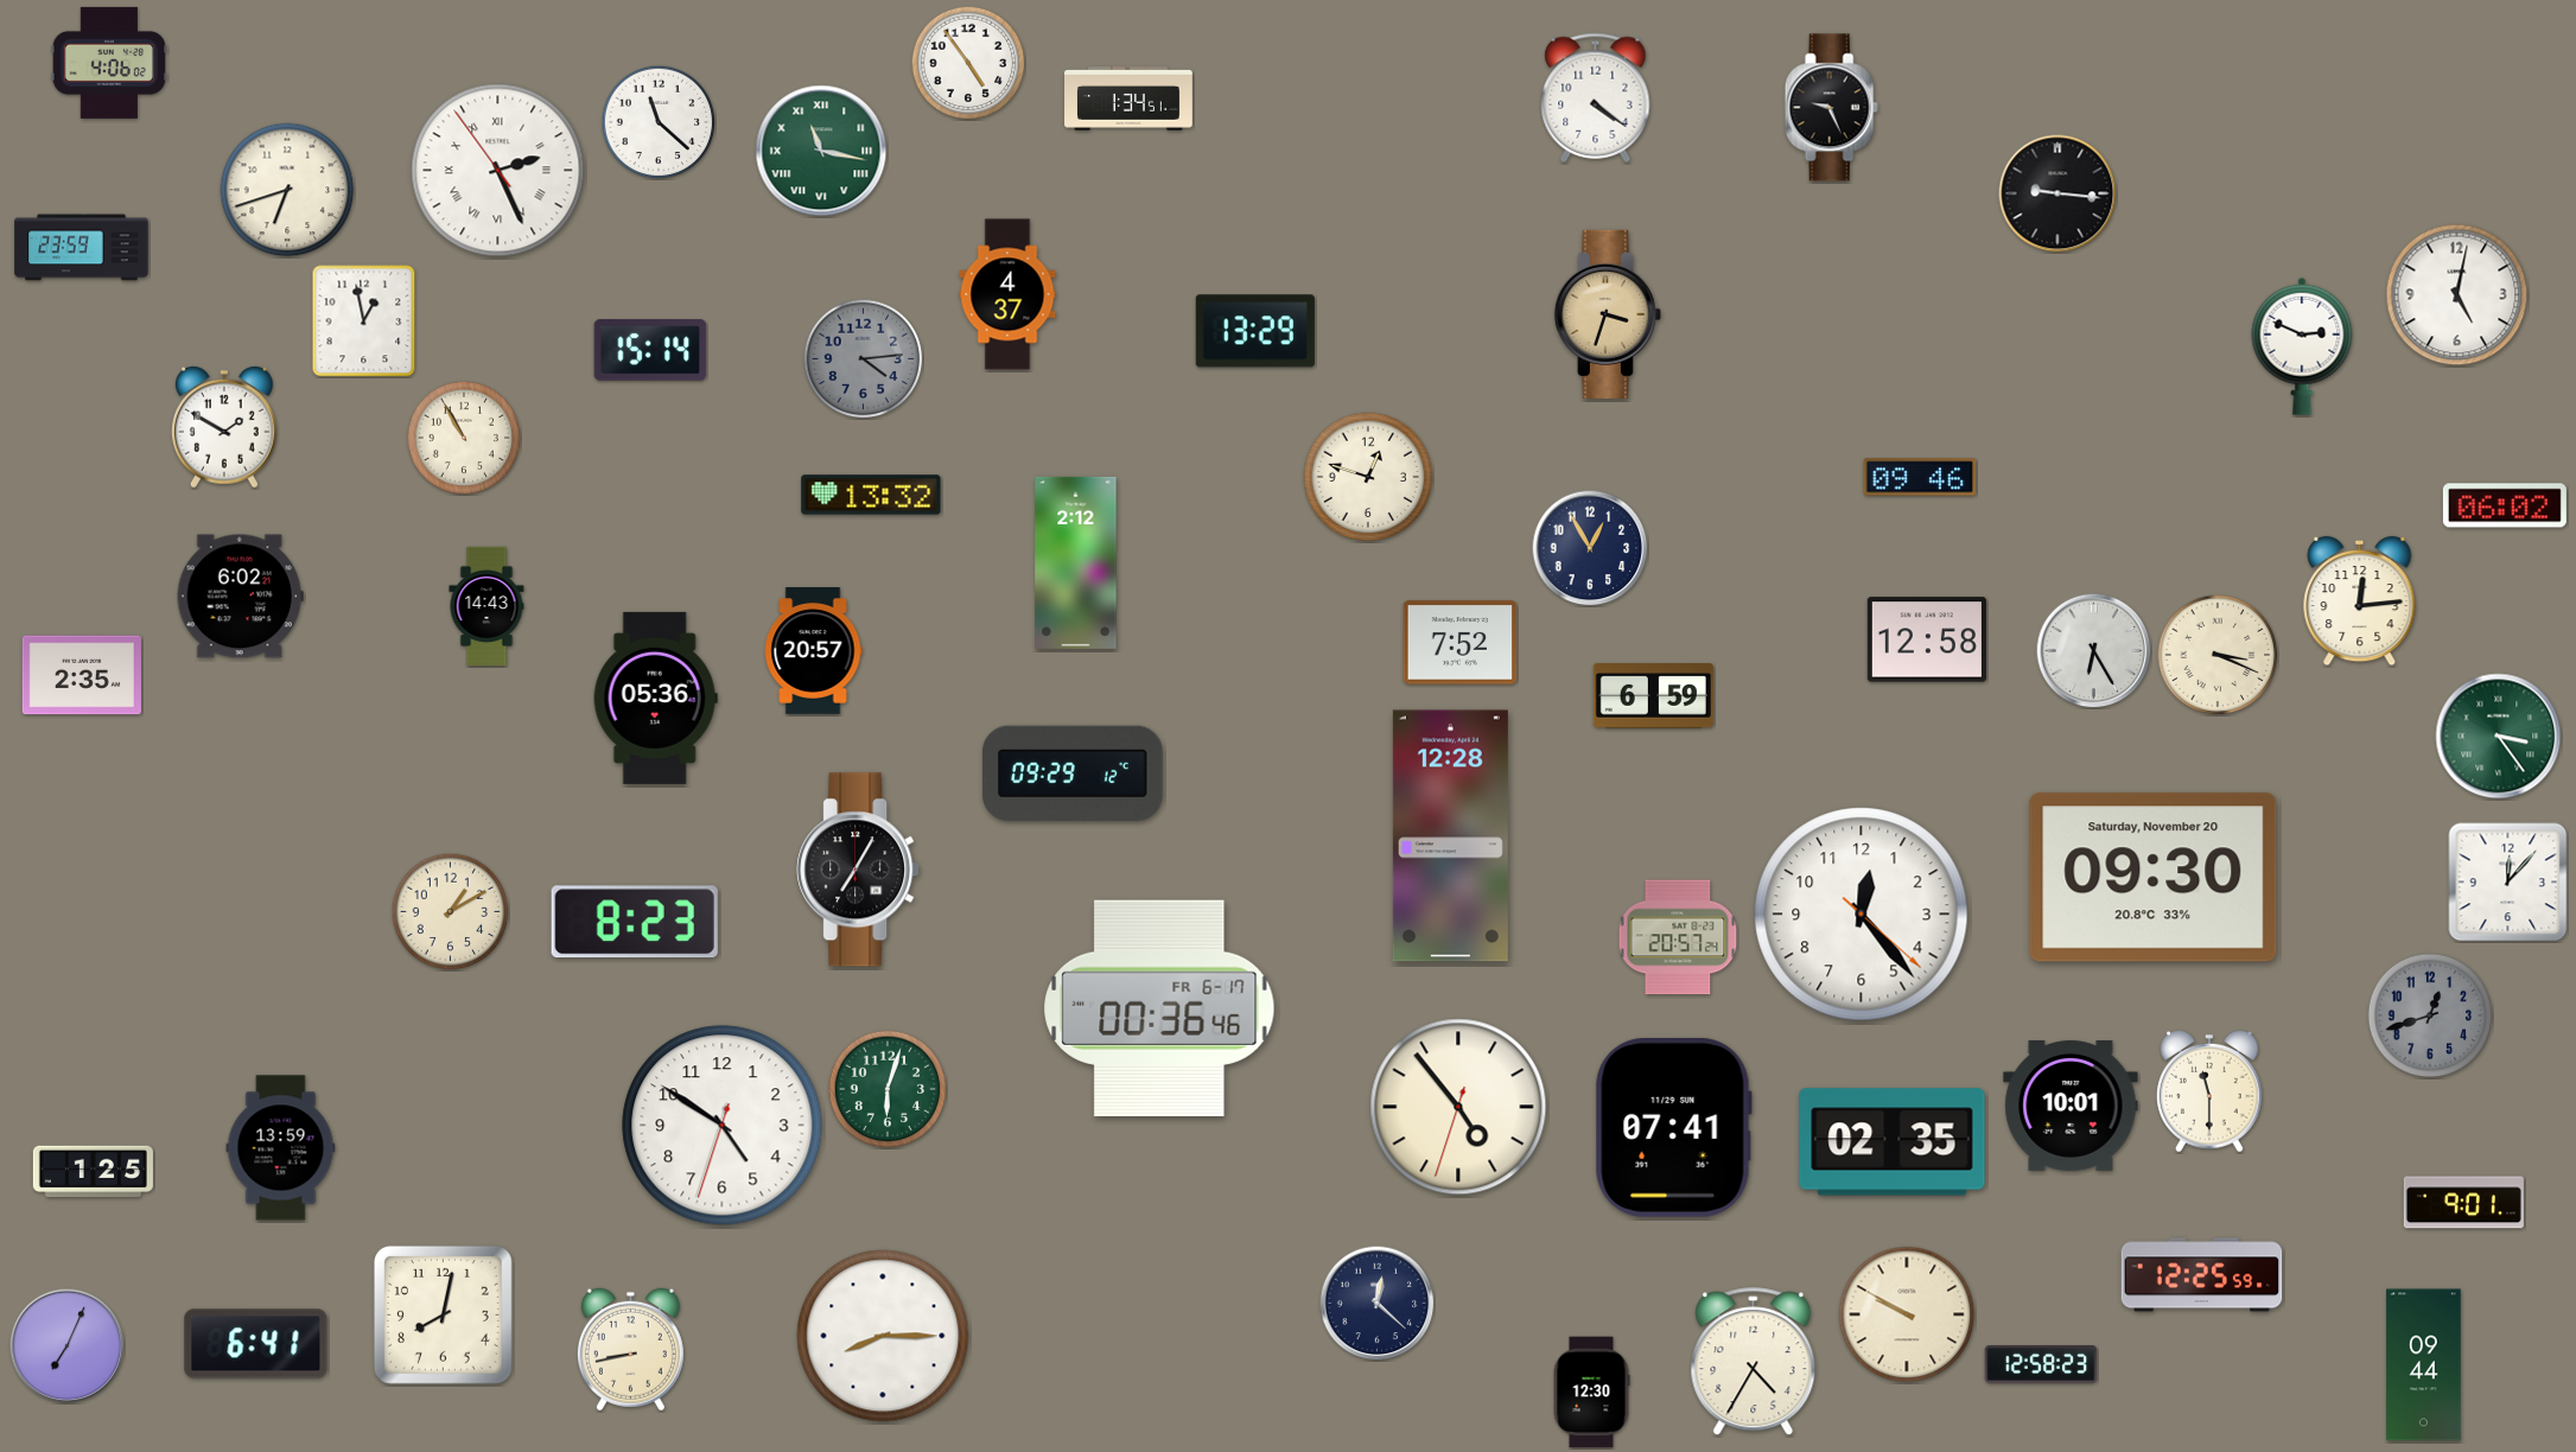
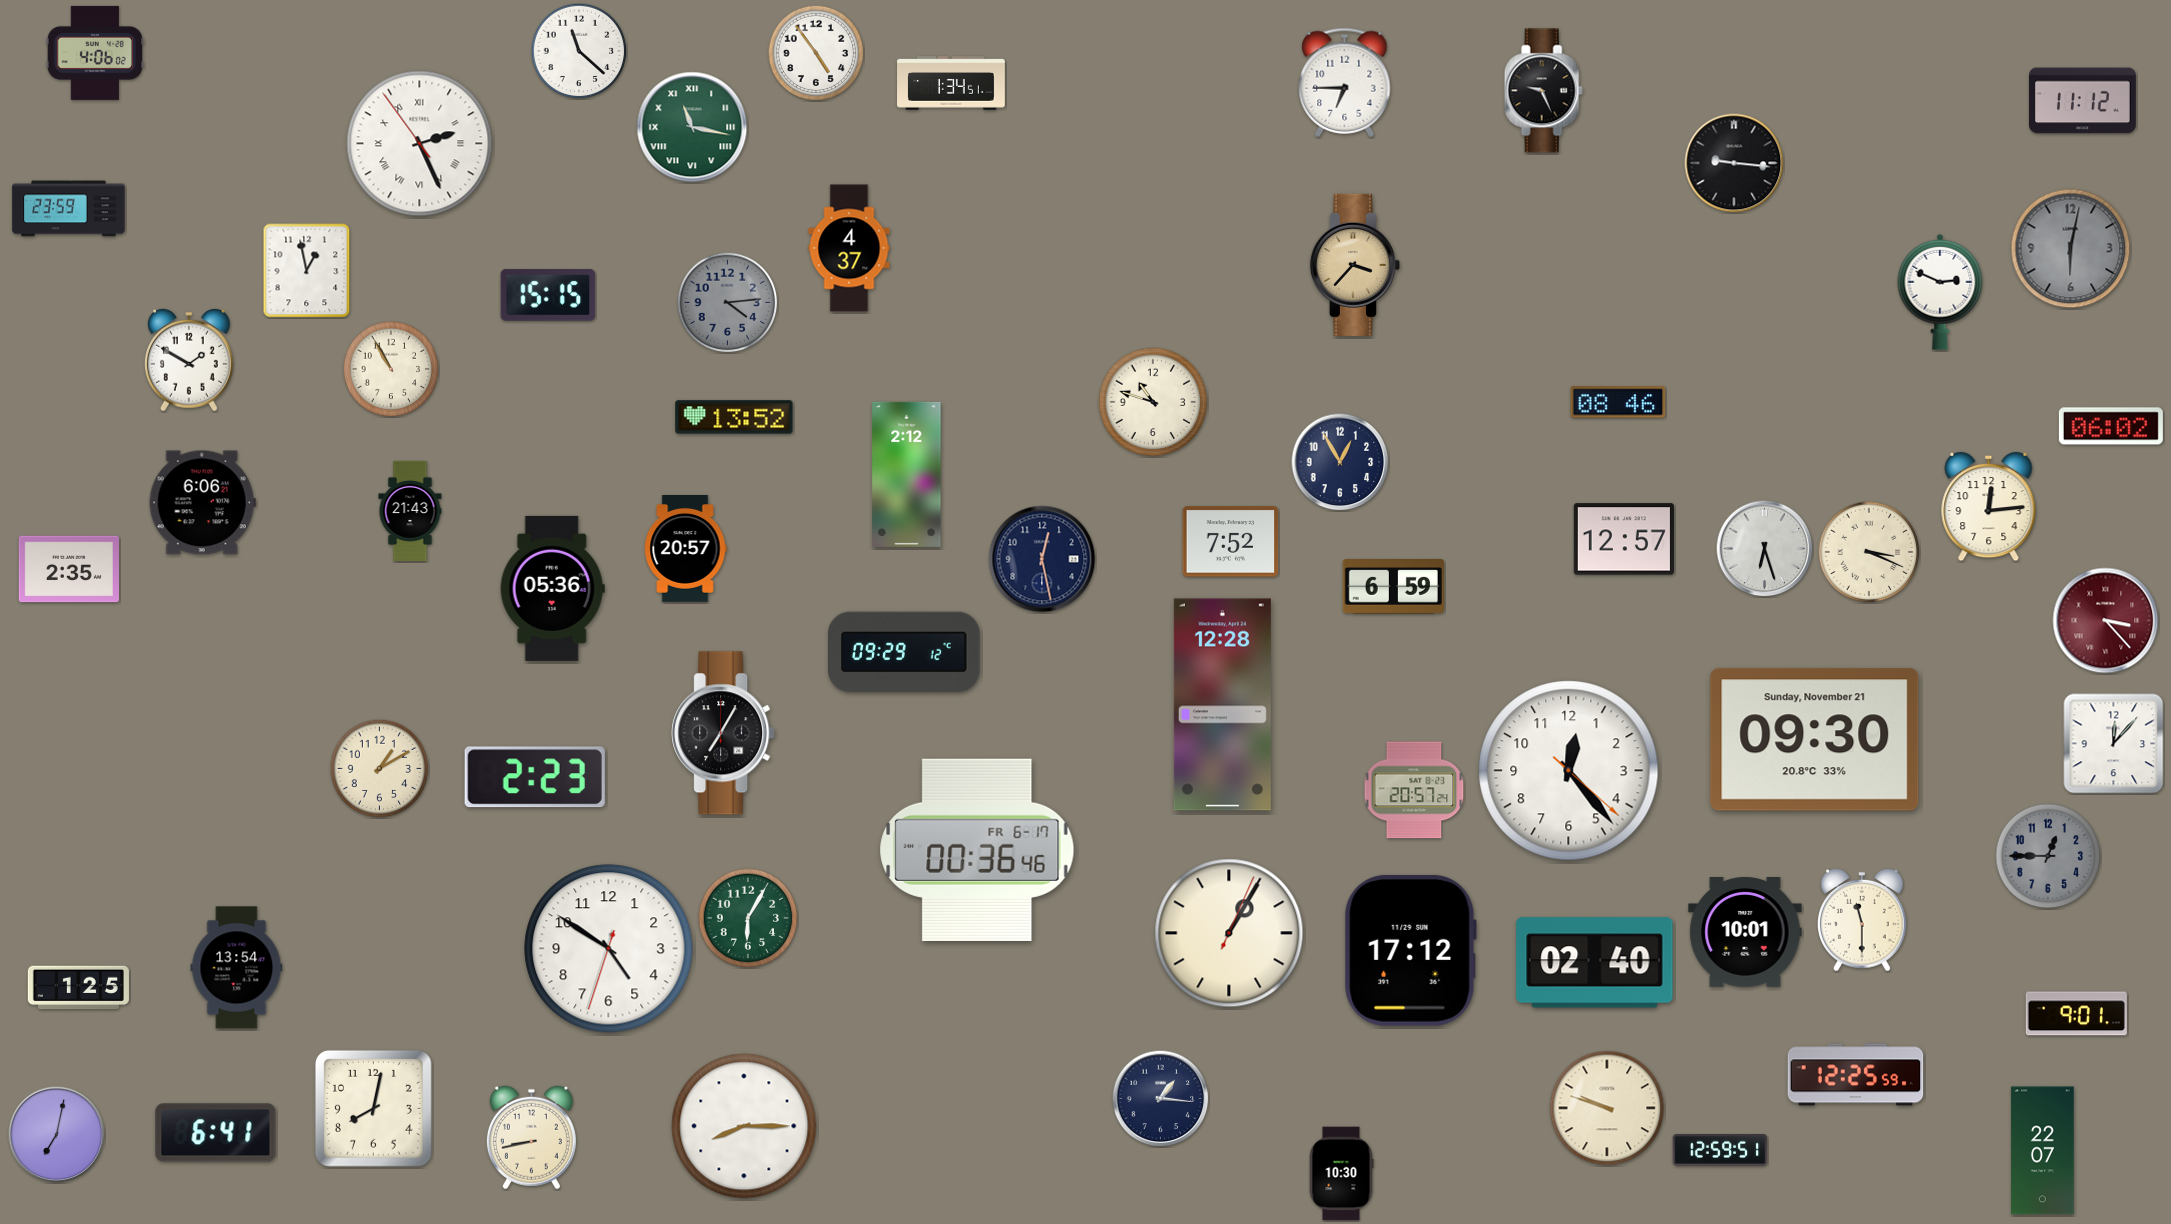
clock at (108, 63) position: (108, 63) -> (94, 53)
clock at (1596, 97): 4:21 -> 6:45
clock at (2083, 101): none -> 11:12
clock at (659, 122) position: (659, 122) -> (579, 51)
clock at (287, 190): 6:42 -> none
clock at (2457, 295): 5:02 -> 6:02
clock at (2457, 295) dial: white -> grey
clock at (1608, 314): 3:33 -> 3:37
clock at (1255, 331): 13:29 -> none
clock at (650, 350): 15:14 -> 15:15
clock at (1368, 477): 12:48 -> 10:48
clock at (1920, 477): 09:46 -> 08:46
clock at (871, 495): 13:32 -> 13:52
clock at (240, 597): 6:02 -> 6:06
clock at (486, 605): 14:43 -> 21:43
clock at (1927, 639): 12:58 -> 12:57
clock at (2094, 651): 6:25 -> 6:27
clock at (1042, 559): none -> 12:28
clock at (2499, 737): 3:24 -> 3:23
clock at (2499, 737) dial: green -> burgundy
clock at (2154, 878) date: Saturday, November 20 -> Sunday, November 21
clock at (635, 922): 8:23 -> 2:23
clock at (2430, 1015): 12:42 -> 12:45
clock at (888, 1089): 6:03 -> 6:05
clock at (1458, 1107): 4:53 -> 1:05
clock at (1673, 1127): 07:41 -> 17:12
clock at (1893, 1142): 02:35 -> 02:40
clock at (281, 1148): 13:59 -> 13:54
clock at (1378, 1304): 12:22 -> 1:16
clock at (1907, 1314): 9:50 -> 9:48
clock at (68, 1346): 7:04 -> 7:02
clock at (1754, 1362): 4:35 -> none
clock at (2041, 1365): 12:58 -> 12:59
clock at (2424, 1365): 09:44 -> 22:07
clock at (1591, 1393): 12:30 -> 10:30
